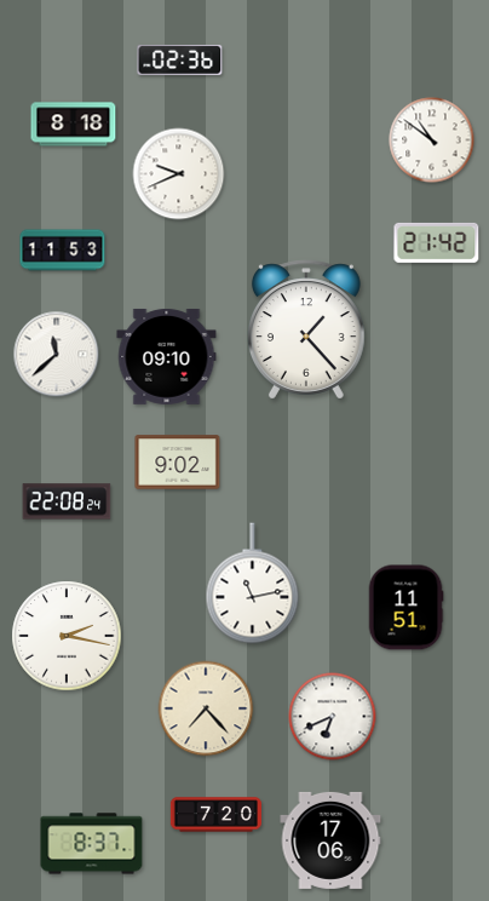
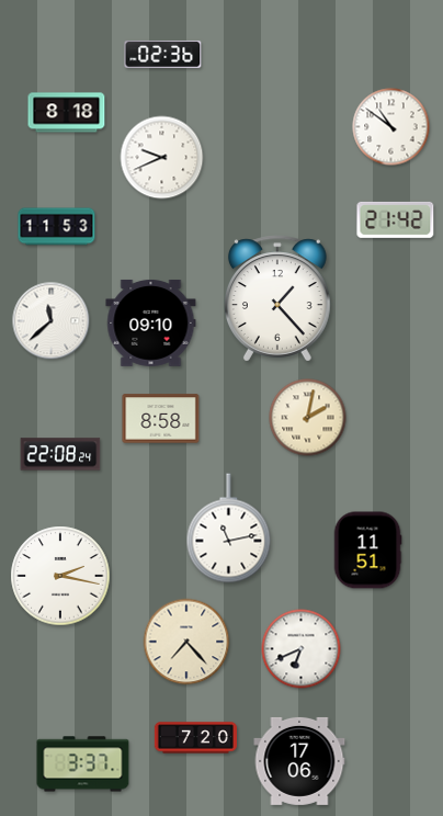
clock at (308, 418): none -> 2:02
clock at (178, 463): 9:02 -> 8:58
clock at (92, 844): 8:37 -> 3:37
